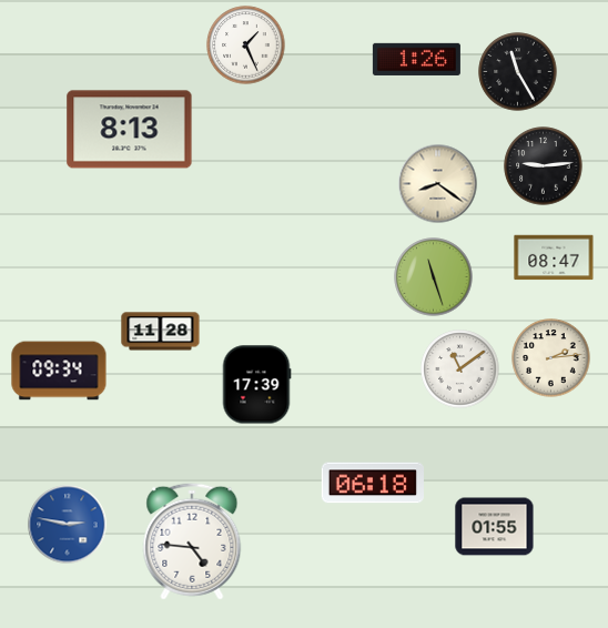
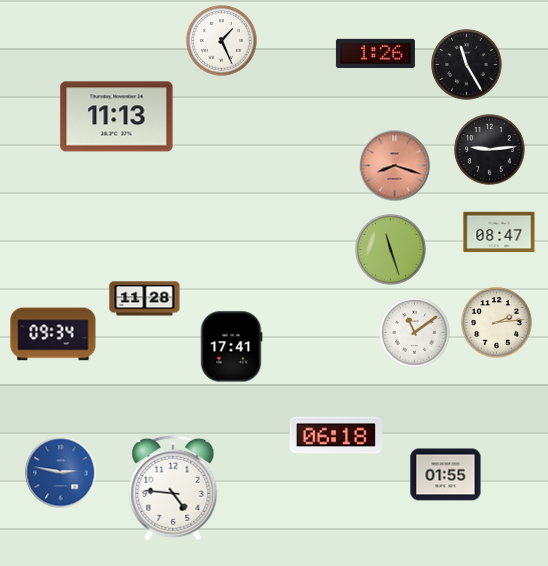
clock at (130, 130): 8:13 -> 11:13
clock at (438, 184): 8:21 -> 8:18
clock at (438, 184) dial: cream -> salmon
clock at (256, 385): 17:39 -> 17:41
